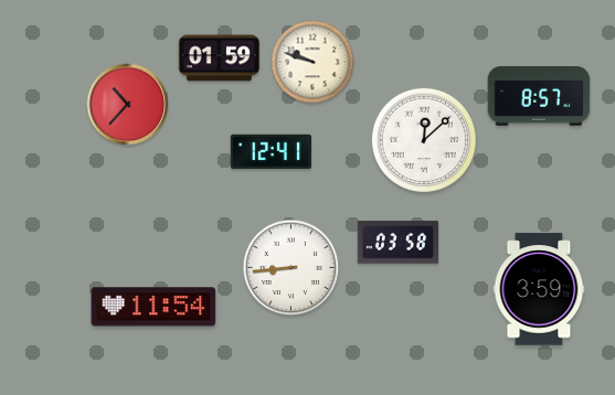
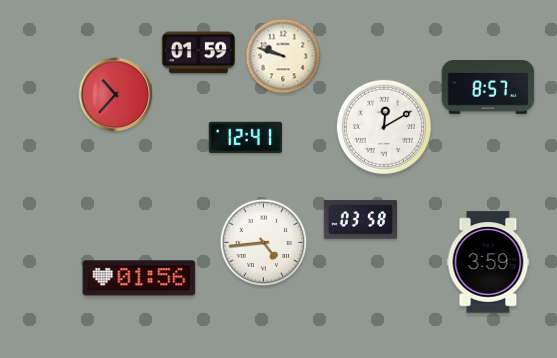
clock at (424, 140): 12:08 -> 12:10
clock at (291, 268): 8:44 -> 4:44
clock at (153, 307): 11:54 -> 01:56
